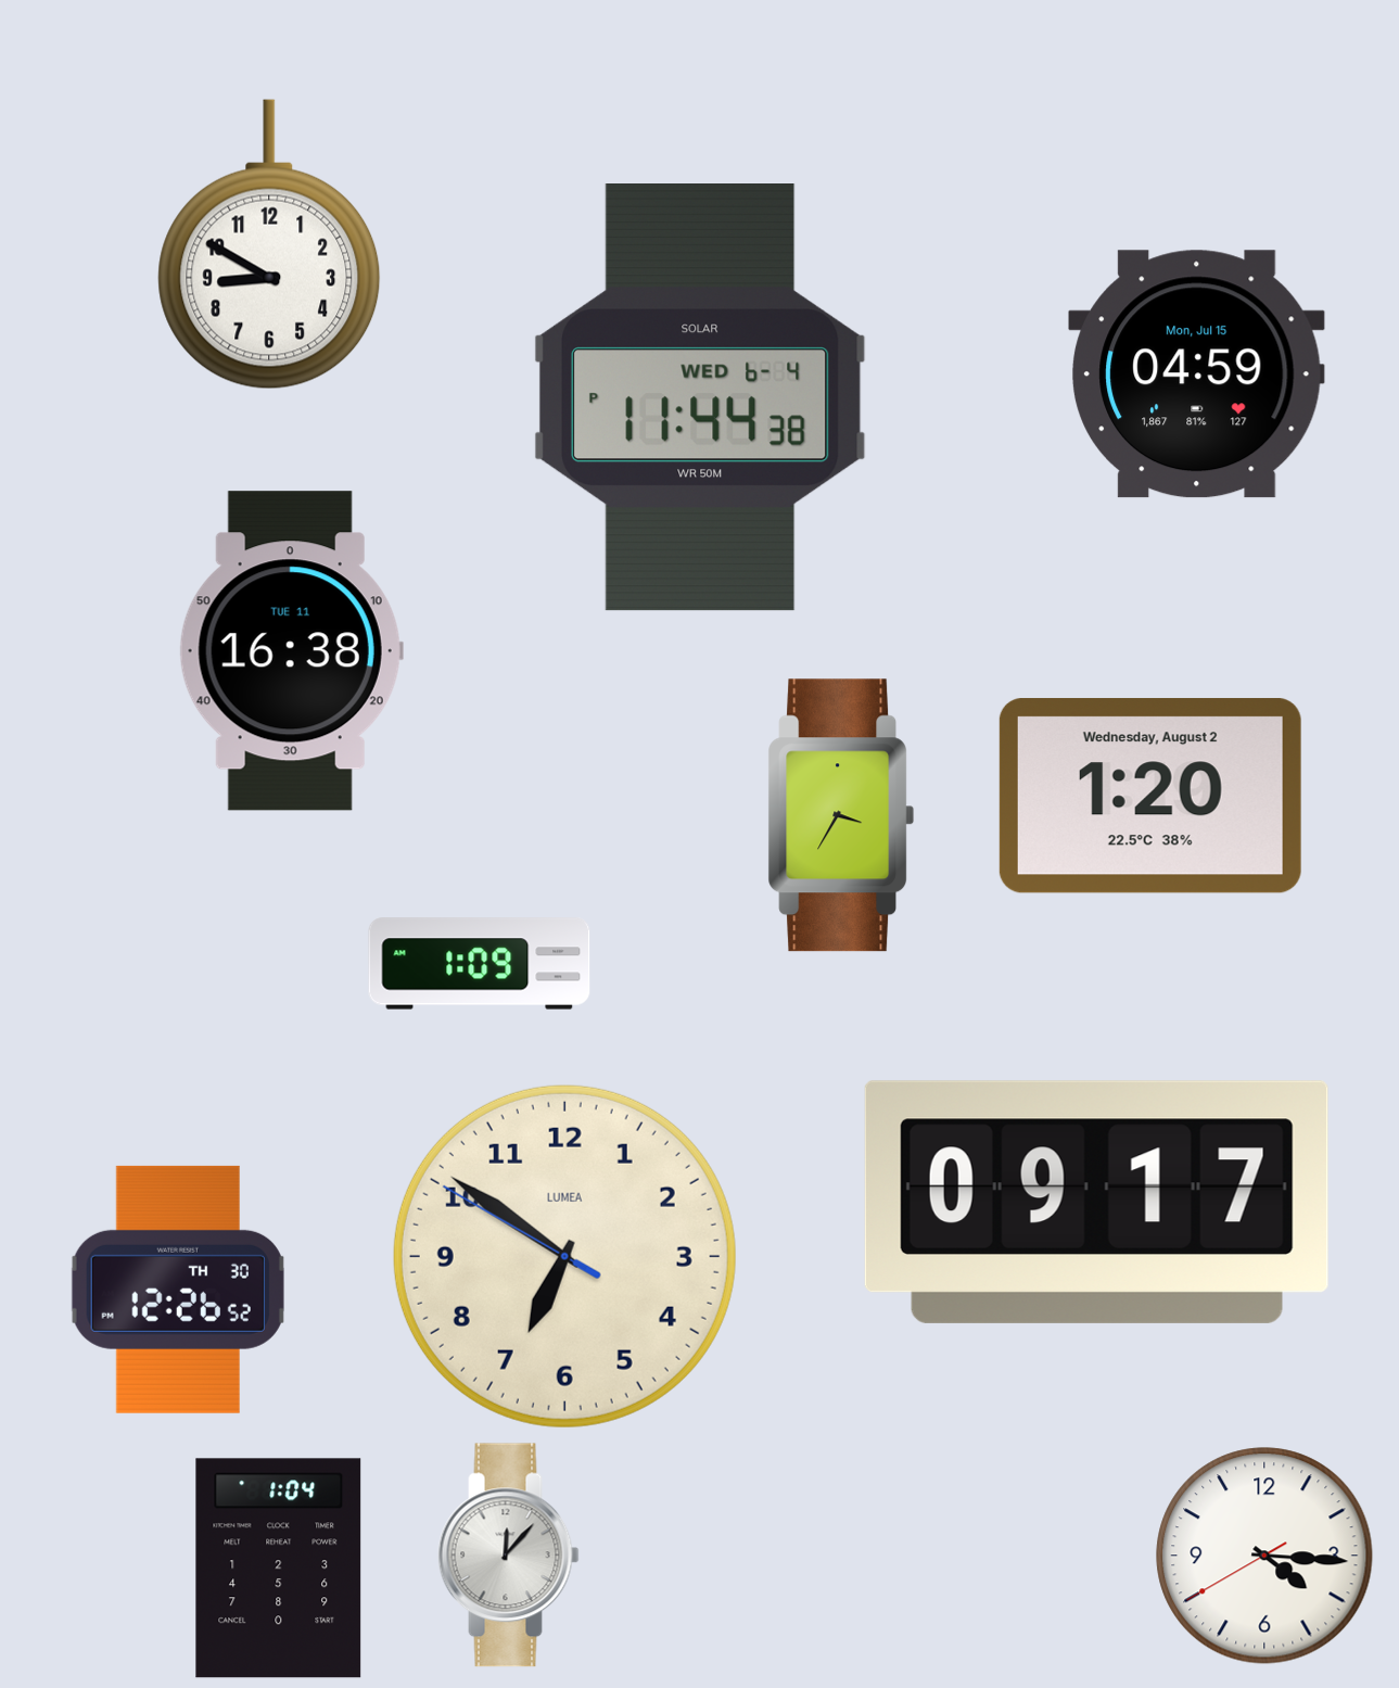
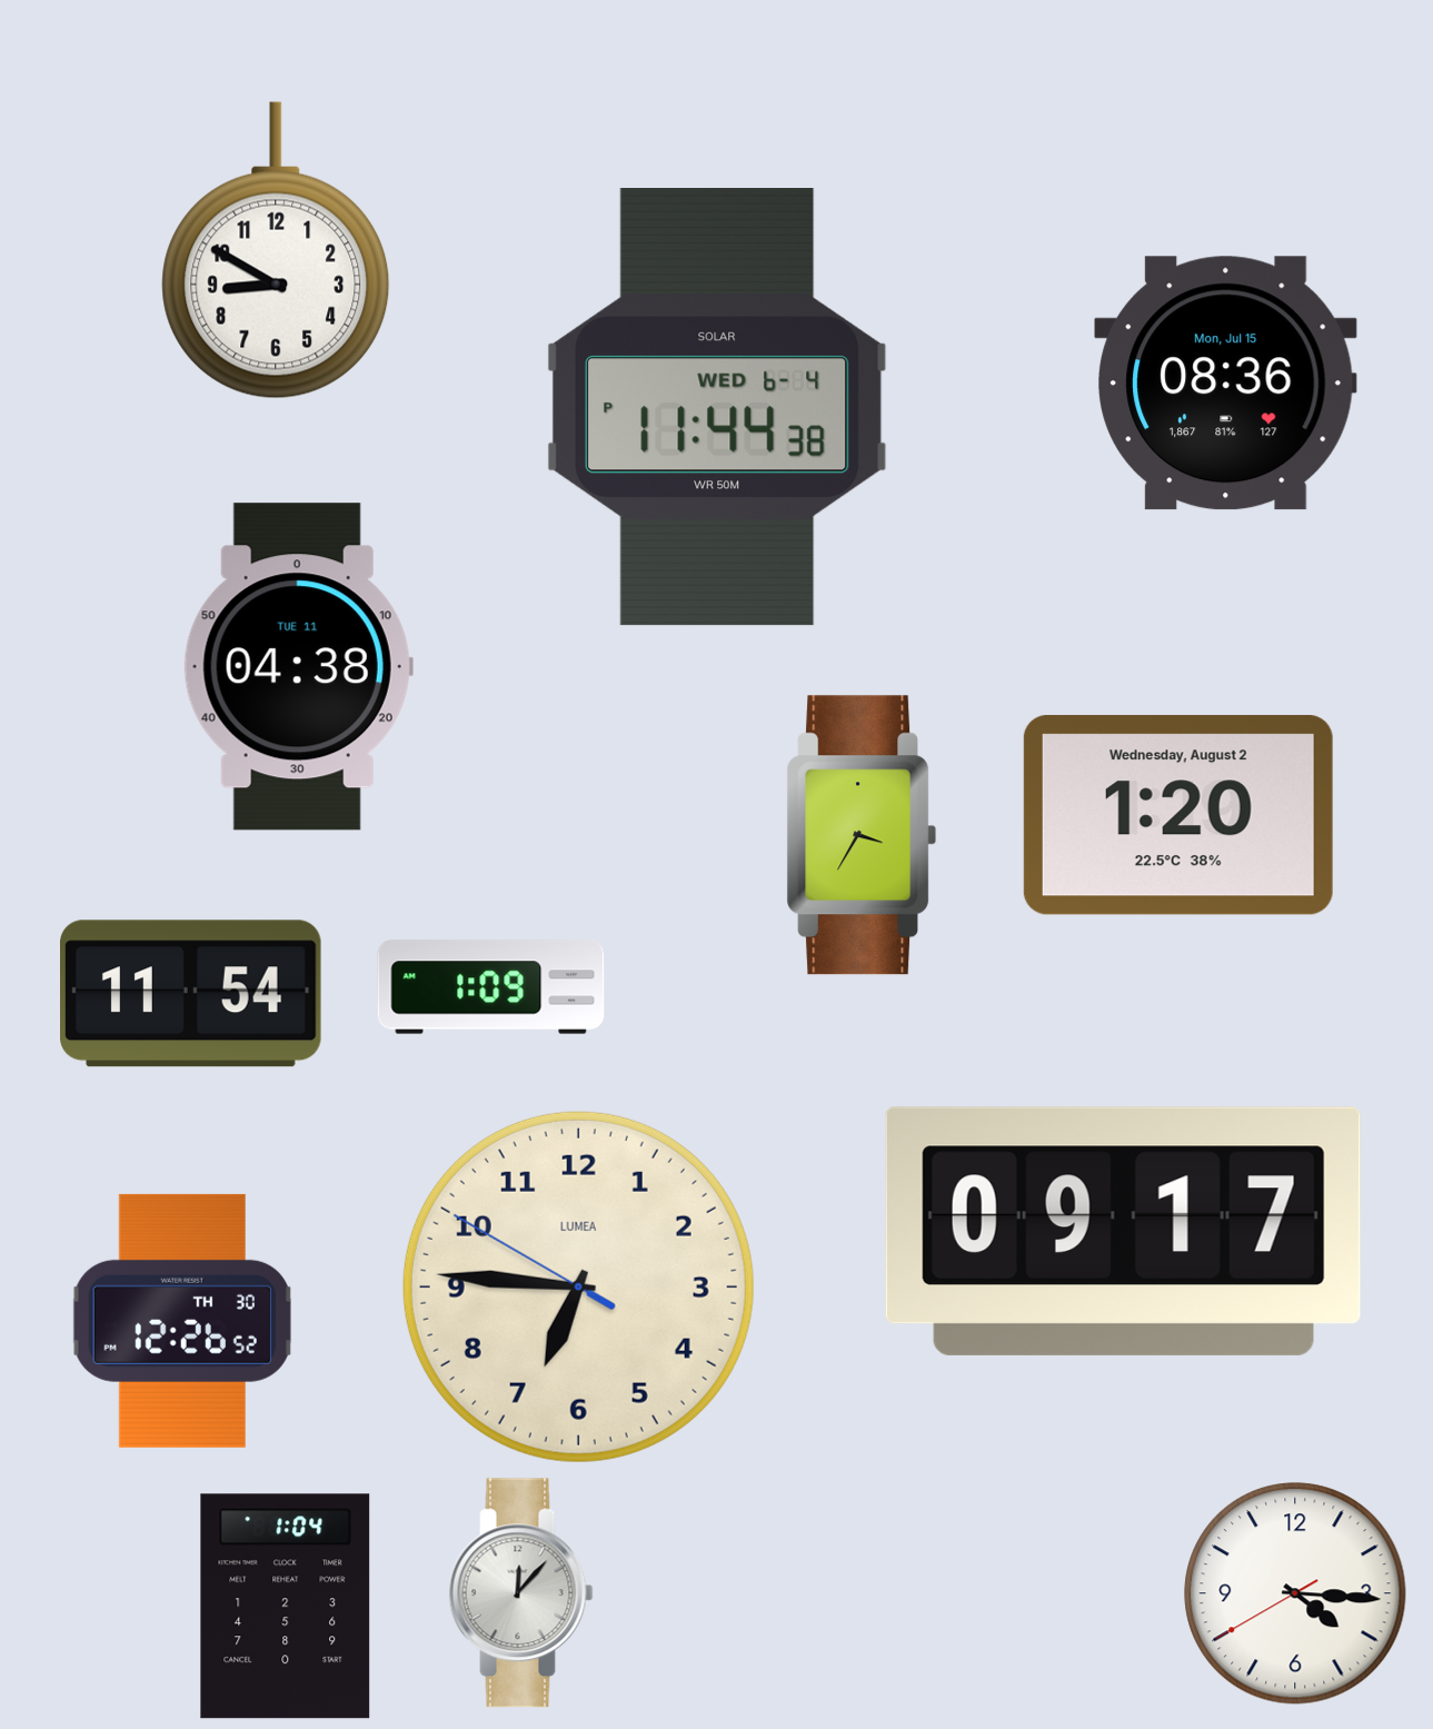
clock at (1197, 375): 04:59 -> 08:36
clock at (291, 651): 16:38 -> 04:38
clock at (191, 994): none -> 11:54
clock at (564, 1256): 6:50 -> 6:45
